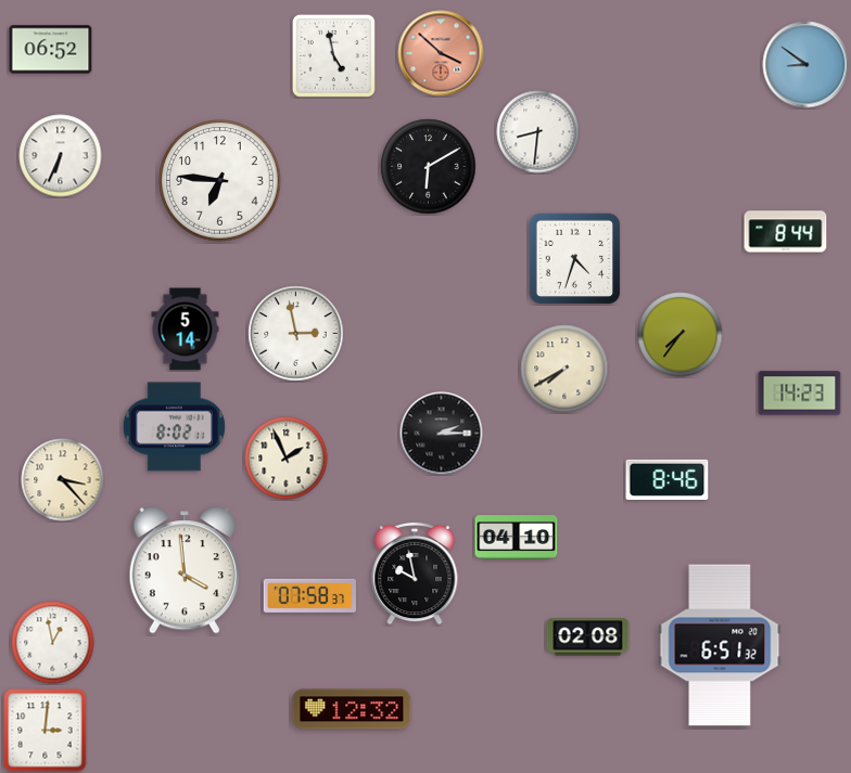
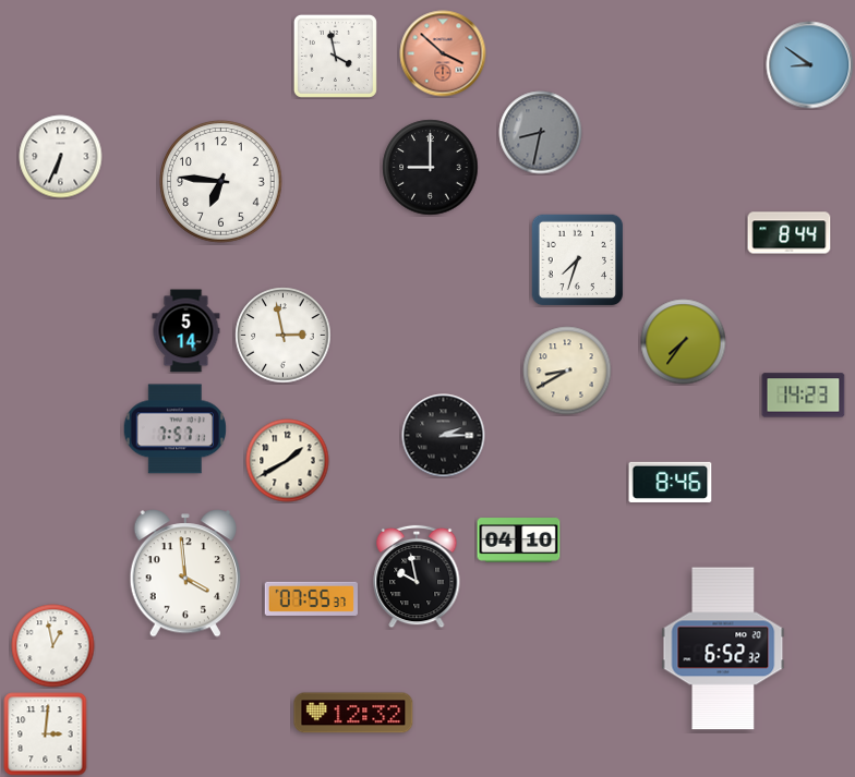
clock at (51, 50): 06:52 -> none
clock at (333, 55): 4:58 -> 3:58
clock at (538, 132): 8:31 -> 8:32
clock at (538, 132) dial: white -> grey
clock at (429, 167): 6:10 -> 9:00
clock at (574, 258): 4:33 -> 7:33
clock at (296, 334) position: (296, 334) -> (284, 336)
clock at (681, 335) position: (681, 335) -> (684, 342)
clock at (564, 369): 7:40 -> 8:40
clock at (174, 427): 8:02 -> 7:57
clock at (287, 459): 1:56 -> 1:40
clock at (63, 480): 3:23 -> none
clock at (309, 595): 07:58 -> 07:55
clock at (588, 637): 02:08 -> none
clock at (720, 645): 6:51 -> 6:52
